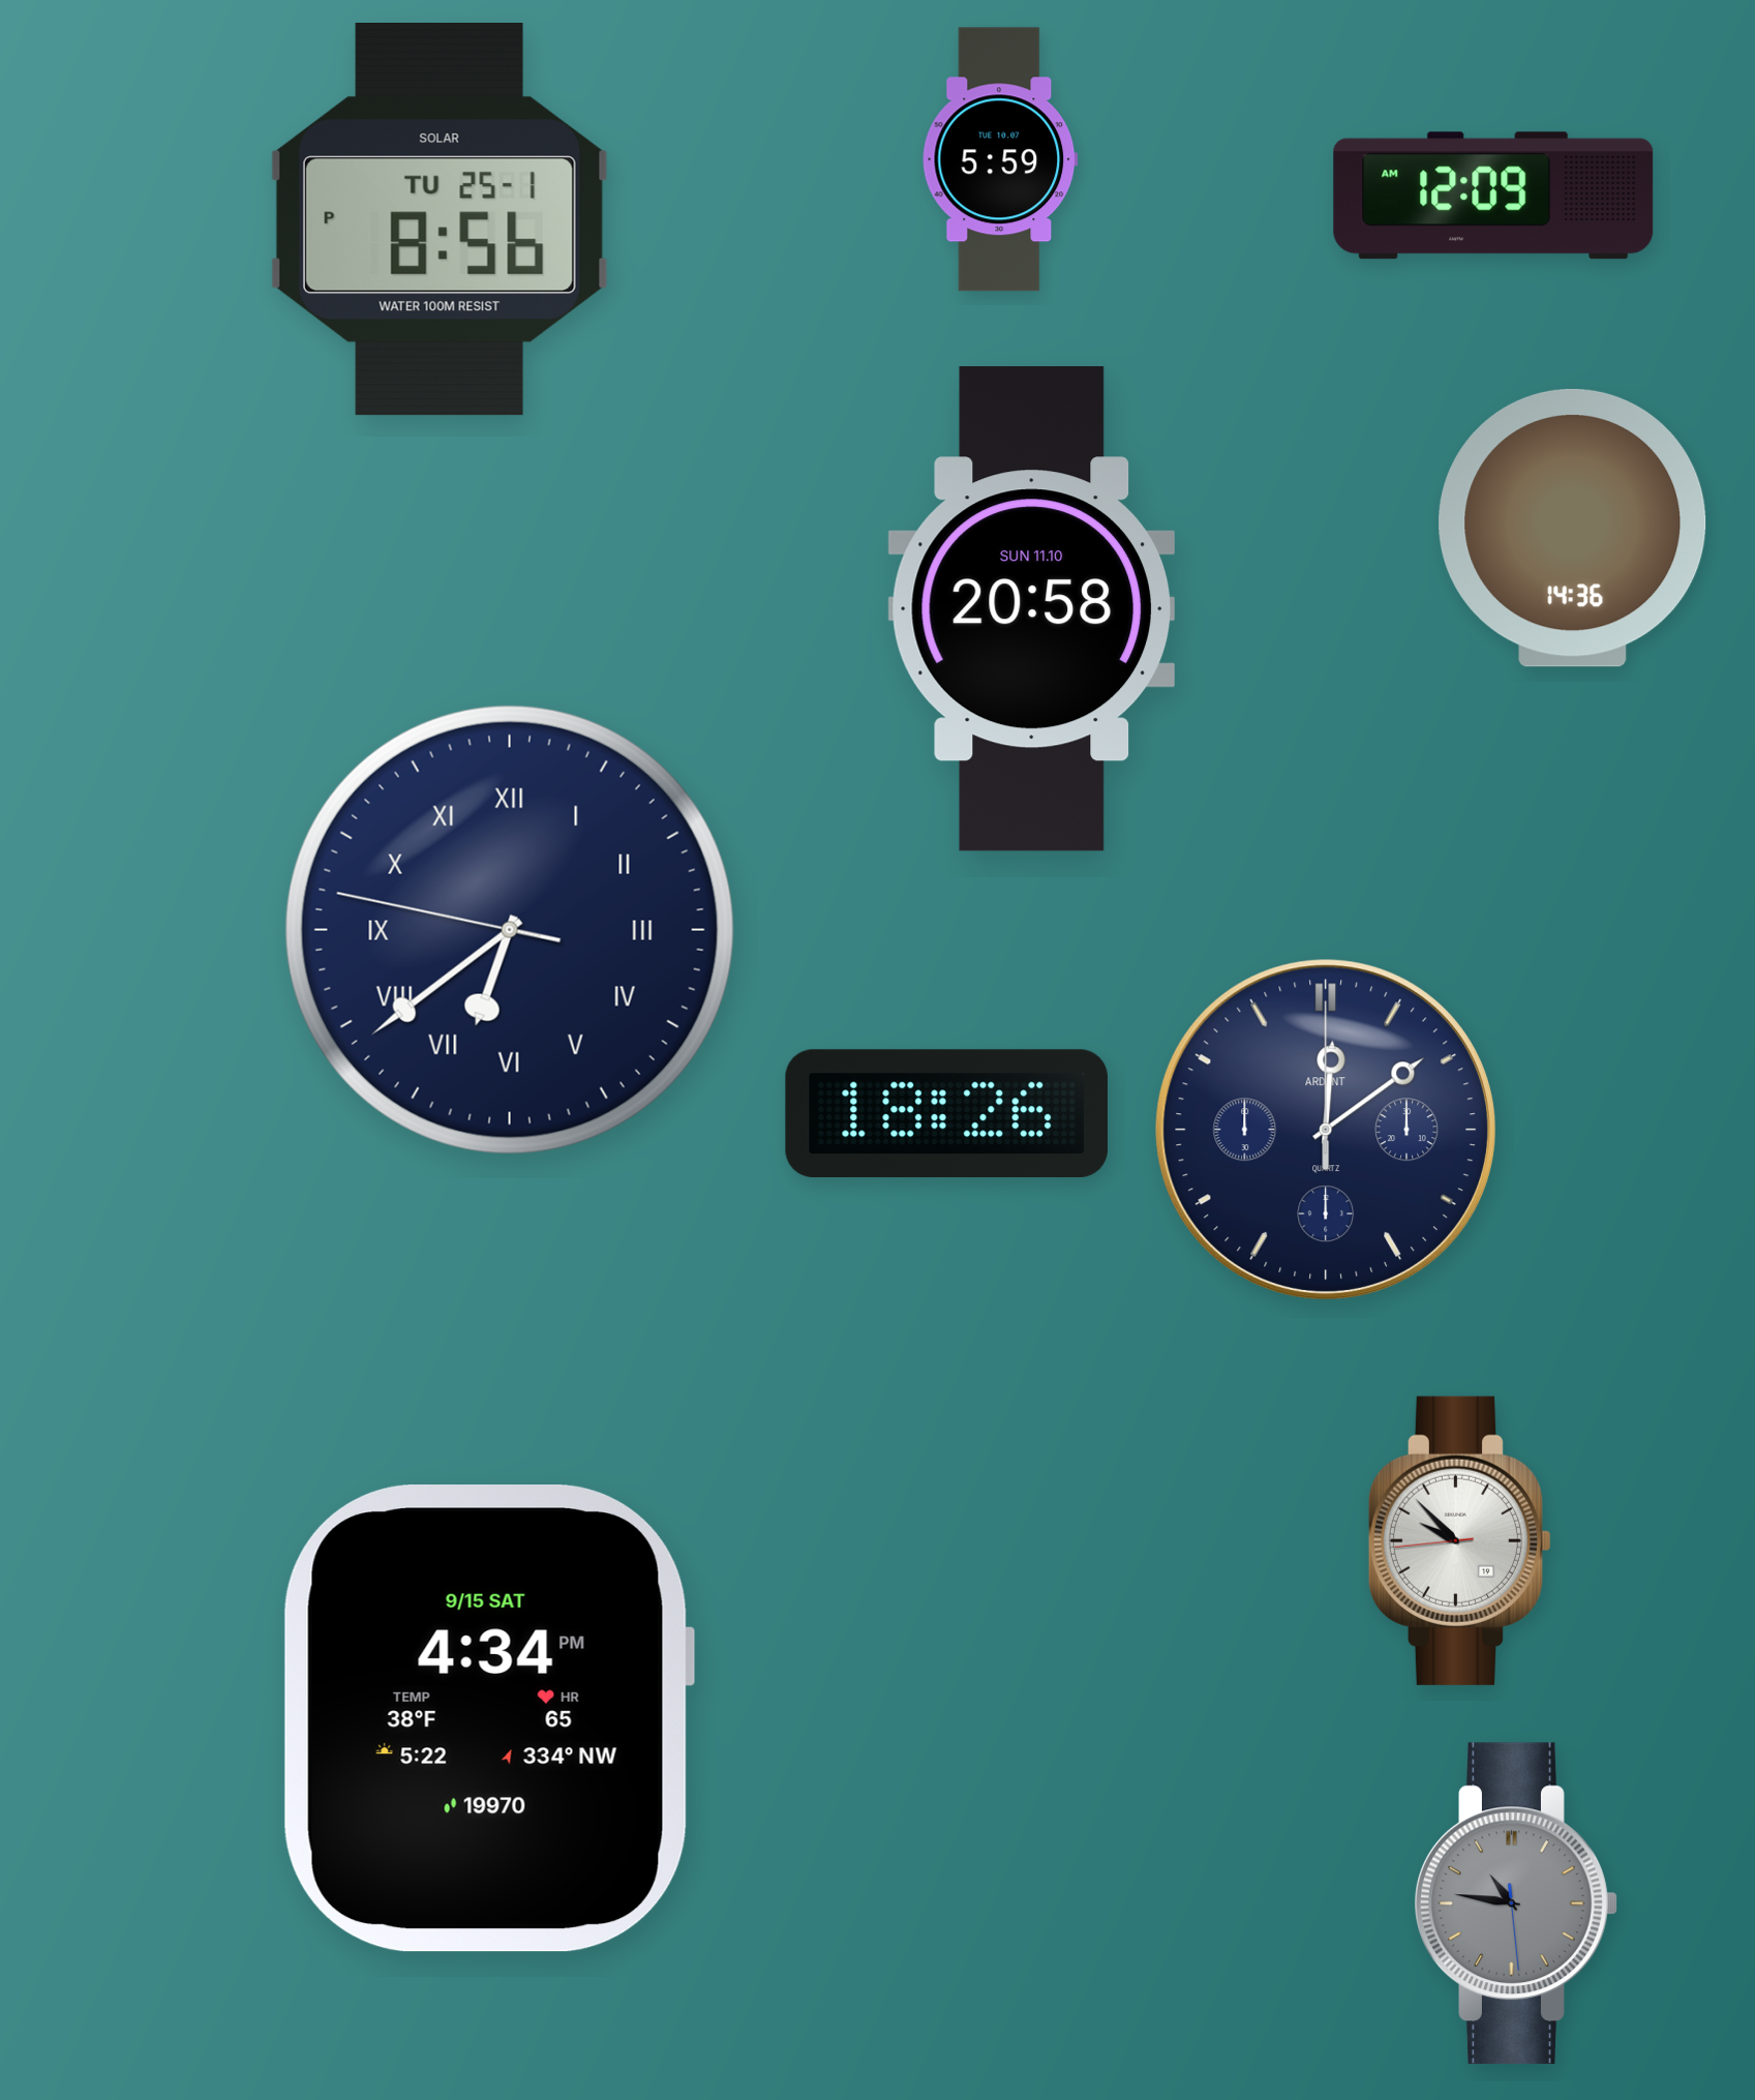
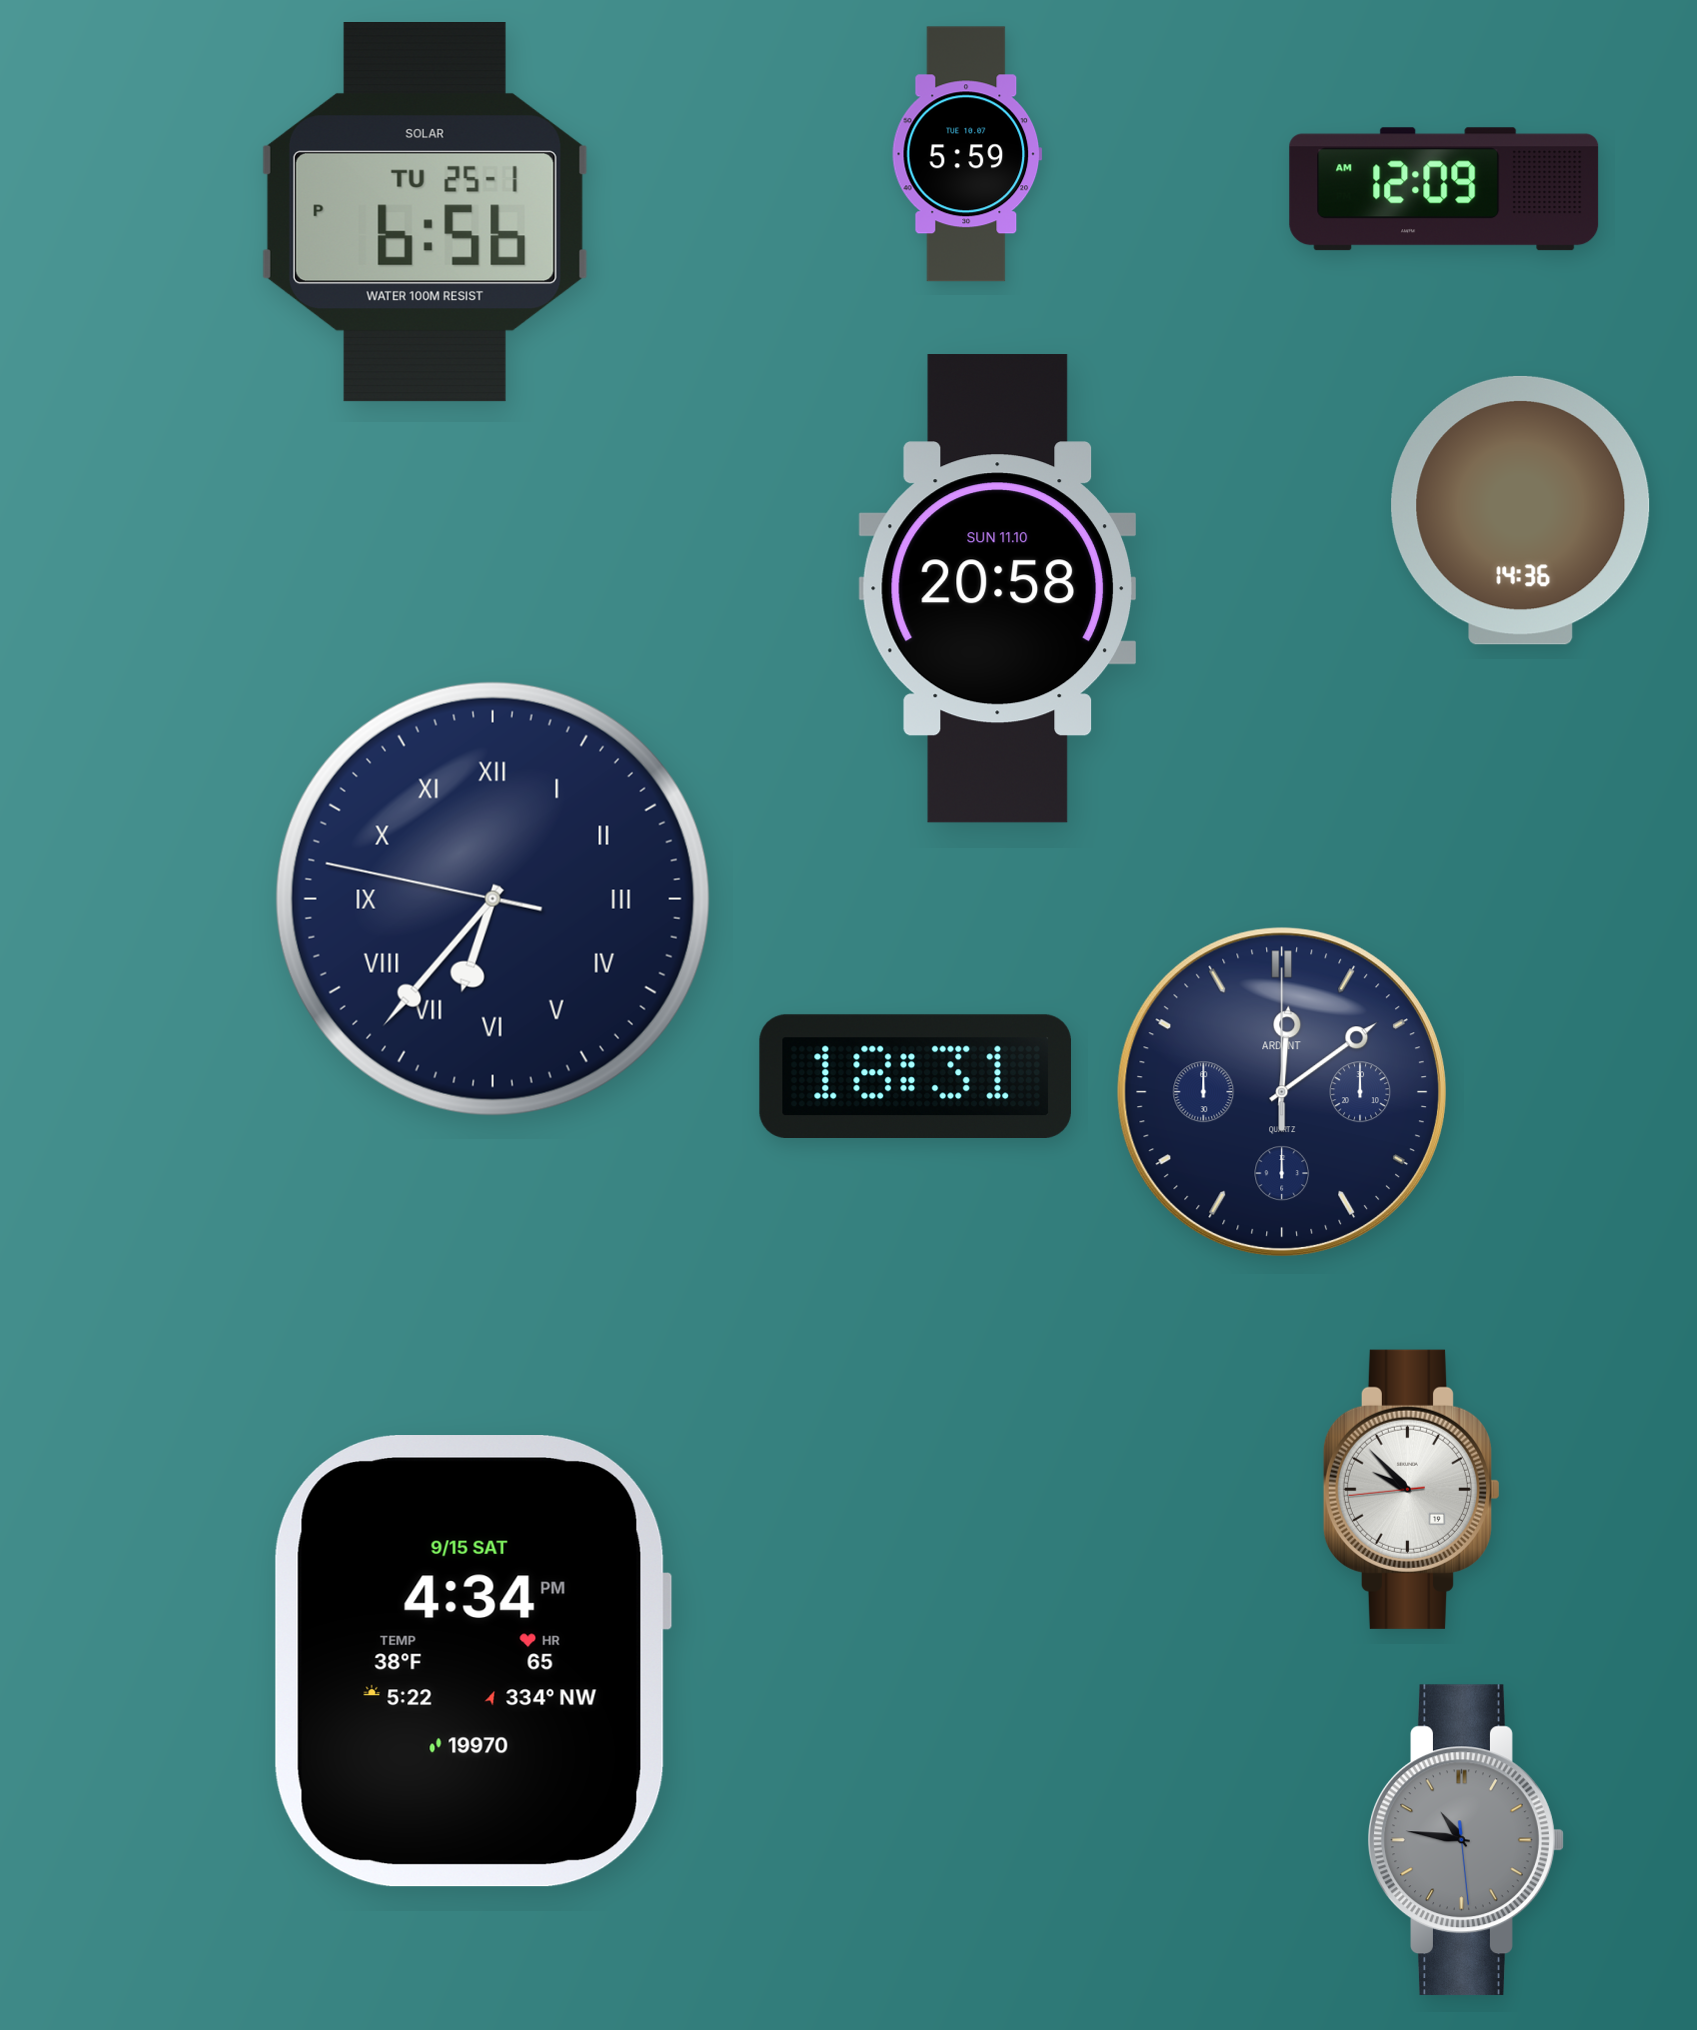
clock at (440, 220): 8:56 -> 6:56
clock at (510, 930): 6:38 -> 6:36
clock at (946, 1113): 18:26 -> 18:31
